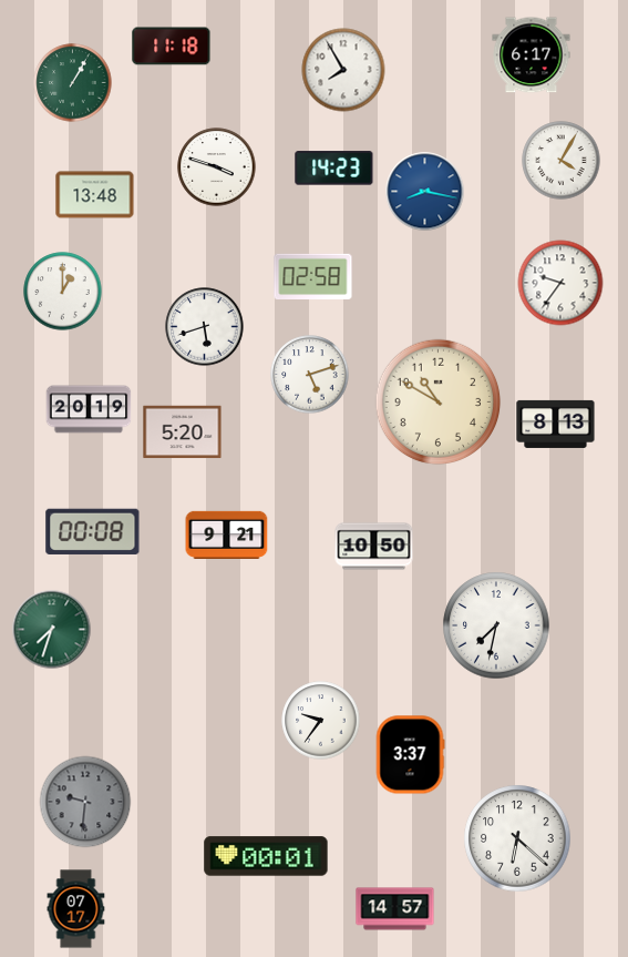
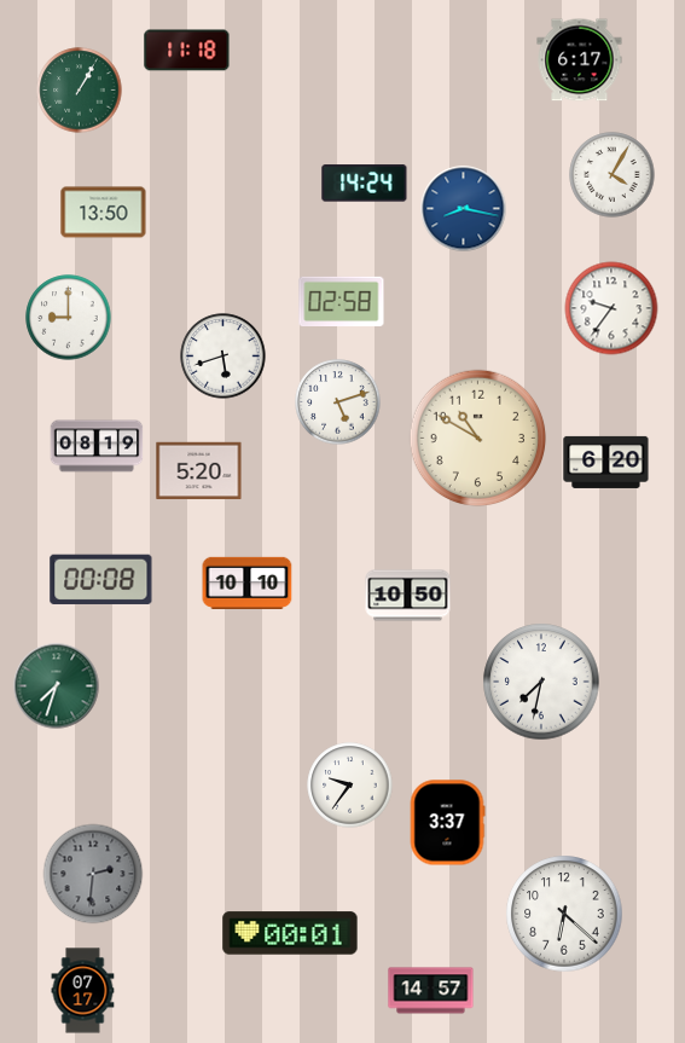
clock at (343, 70): 7:55 -> none
clock at (217, 167): 3:48 -> none
clock at (334, 169): 14:23 -> 14:24
clock at (95, 195): 13:48 -> 13:50
clock at (63, 292): 1:00 -> 9:00
clock at (310, 375) position: (310, 375) -> (338, 402)
clock at (89, 409): 20:19 -> 08:19
clock at (556, 424): 8:13 -> 6:20
clock at (227, 535): 9:21 -> 10:10
clock at (85, 802): 9:31 -> 2:31
